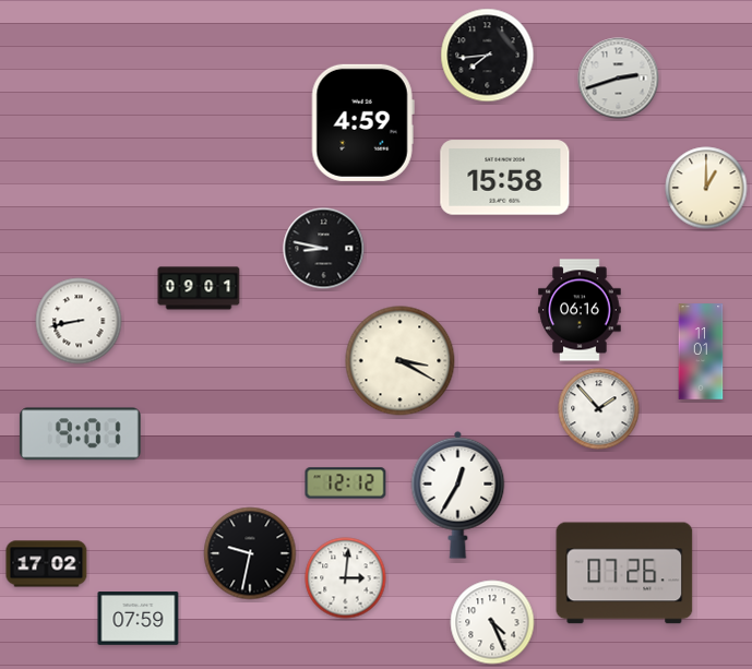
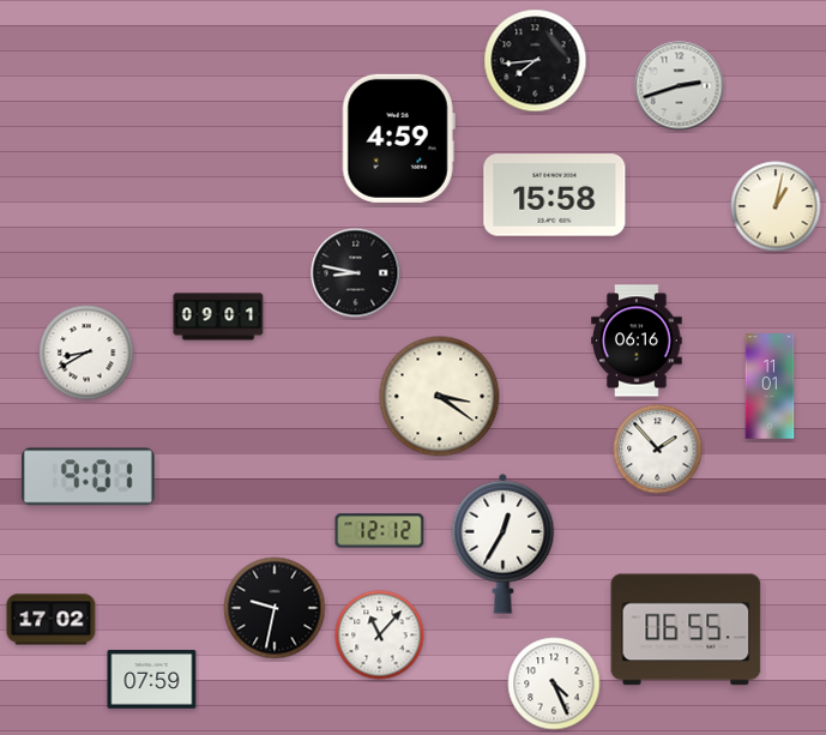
clock at (362, 122) position: (362, 122) -> (398, 138)
clock at (706, 188): 1:00 -> 1:02
clock at (79, 321): 8:43 -> 8:40
clock at (401, 361): 3:20 -> 3:21
clock at (624, 573): 07:26 -> 06:55
clock at (346, 578): 3:01 -> 11:07
clock at (492, 622) position: (492, 622) -> (554, 683)
